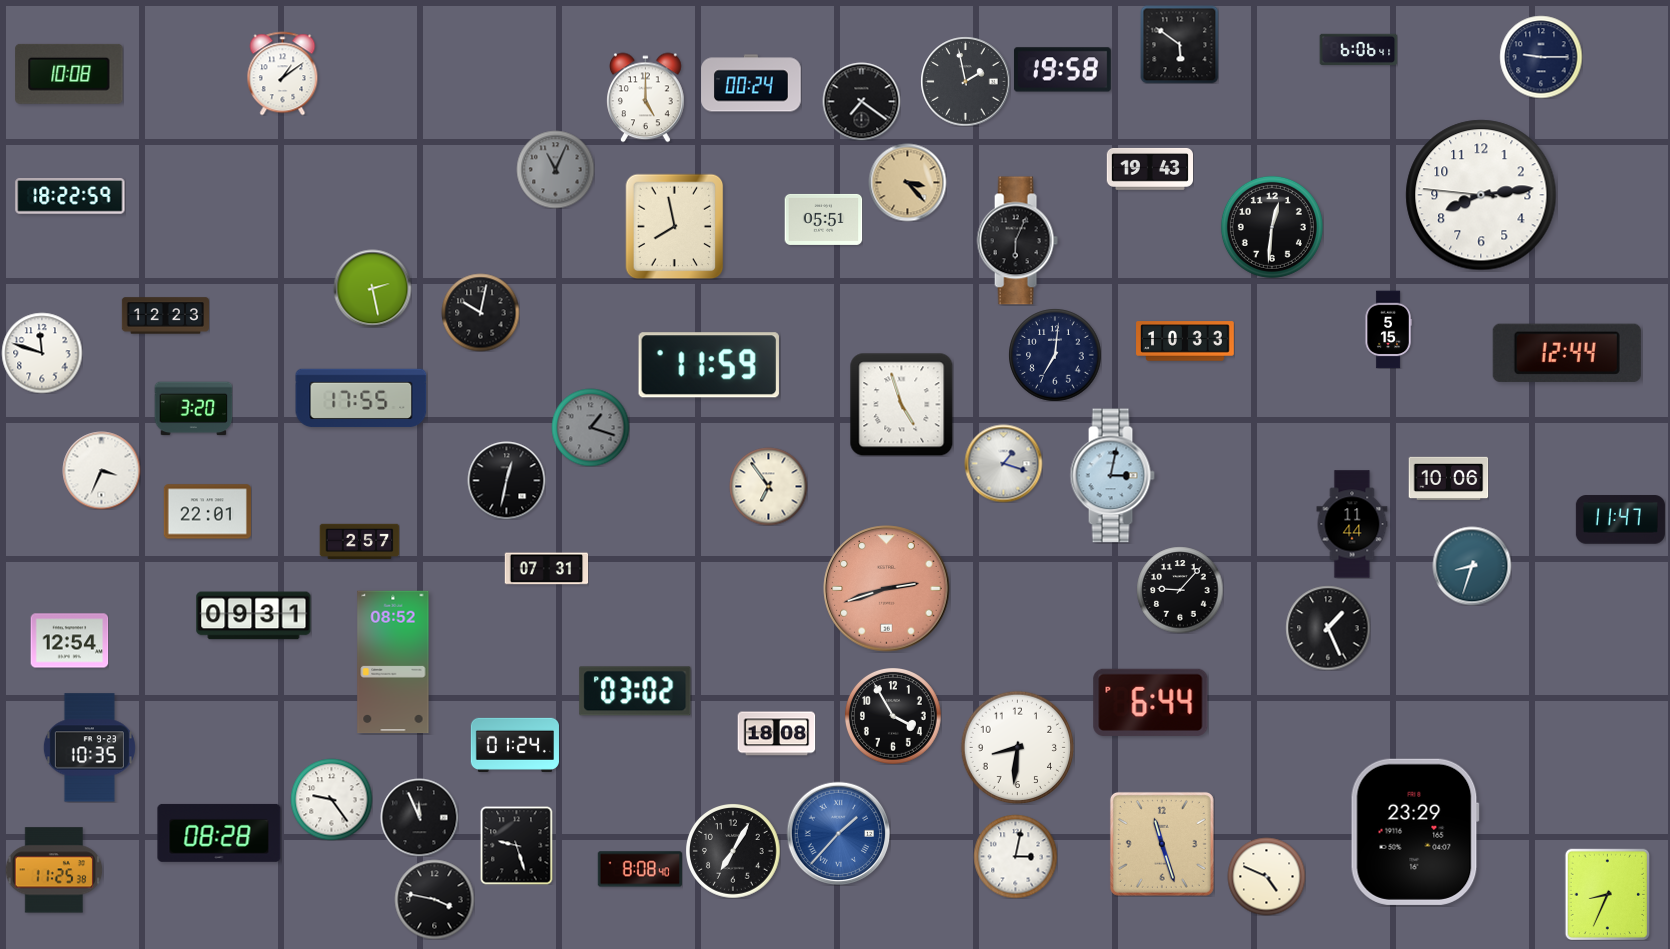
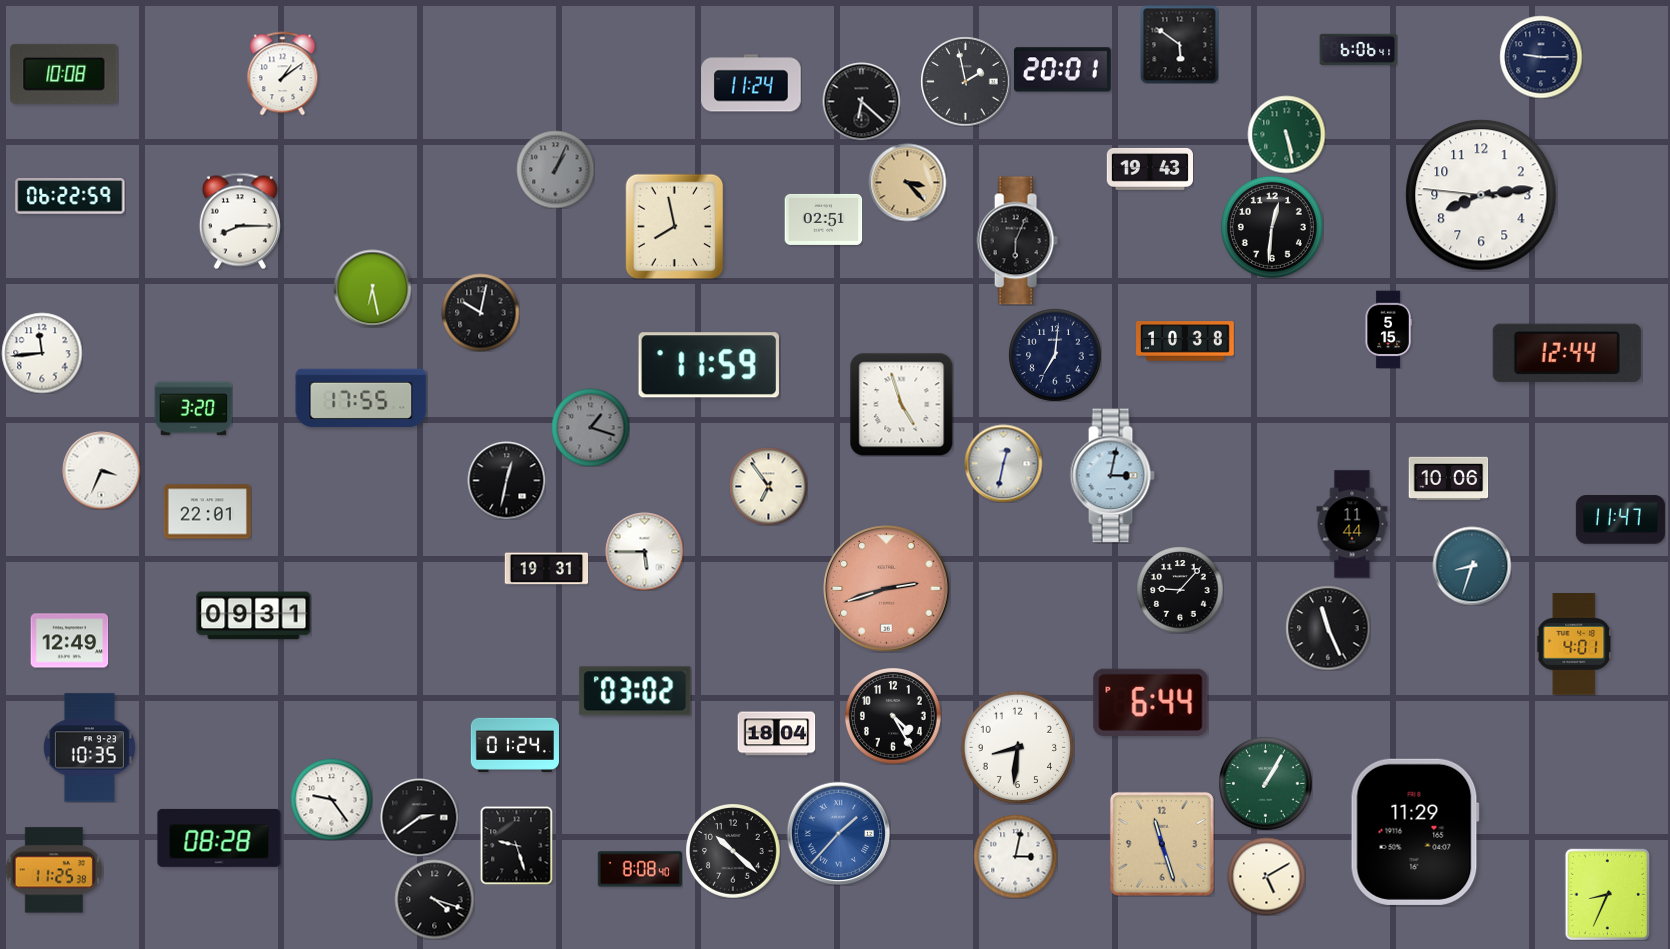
clock at (1062, 70): 19:58 -> 20:01
clock at (69, 74) position: (69, 74) -> (64, 74)
clock at (751, 83): 00:24 -> 11:24
clock at (646, 97): 5:00 -> none
clock at (861, 101): 7:21 -> 6:22
clock at (1286, 134): none -> 5:28
clock at (555, 169): 11:04 -> 1:04
clock at (70, 197): 18:22 -> 06:22
clock at (823, 219): 05:51 -> 02:51
clock at (240, 221): none -> 8:15
clock at (372, 288): 2:28 -> 6:28
clock at (165, 316): 12:23 -> none
clock at (1185, 341): 10:33 -> 10:38
clock at (42, 353): 11:48 -> 11:44
clock at (1003, 463): 1:18 -> 12:32
clock at (359, 542): 2:57 -> none
clock at (644, 551): none -> 5:45
clock at (546, 569): 07:31 -> 19:31
clock at (1328, 628): 1:26 -> 11:26
clock at (69, 641): 12:54 -> 12:49
clock at (1574, 644): none -> 4:01
clock at (393, 662): 08:52 -> none
clock at (893, 716): 3:55 -> 4:25
clock at (776, 734): 18:08 -> 18:04
clock at (1265, 783): none -> 1:05
clock at (419, 817): 11:56 -> 2:39
clock at (1415, 832): 23:29 -> 11:29
clock at (219, 833) position: (219, 833) -> (219, 838)
clock at (733, 851): 7:05 -> 10:22
clock at (1266, 876): 4:49 -> 5:10
clock at (434, 899): 3:47 -> 4:18
